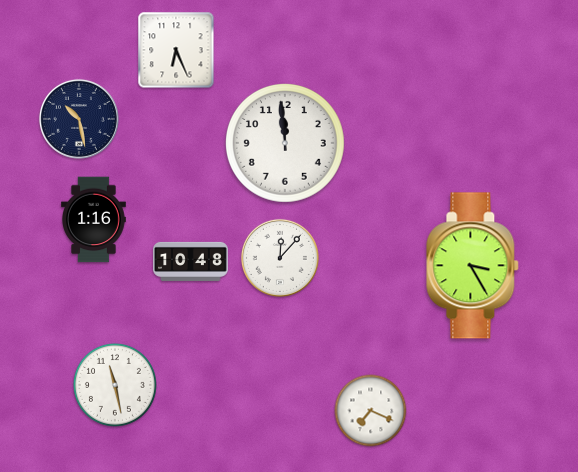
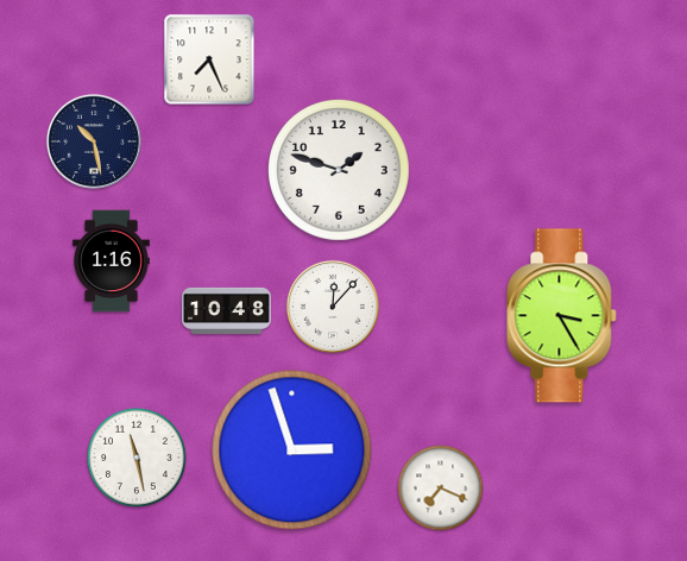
clock at (176, 50): 6:26 -> 7:26
clock at (285, 143): 11:59 -> 1:48
clock at (292, 450): none -> 2:57
